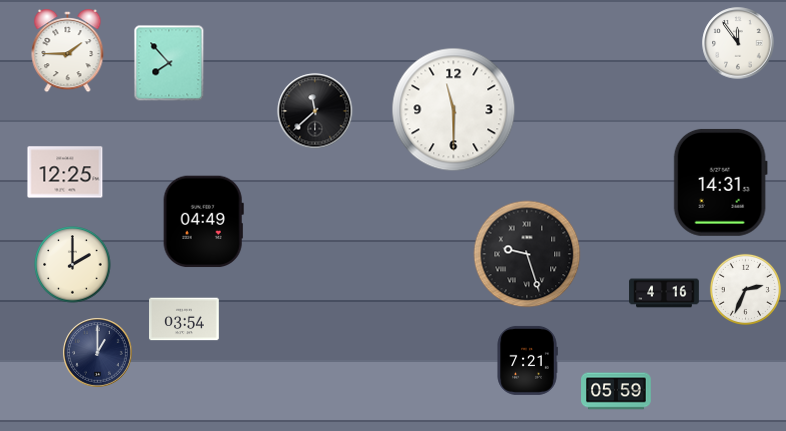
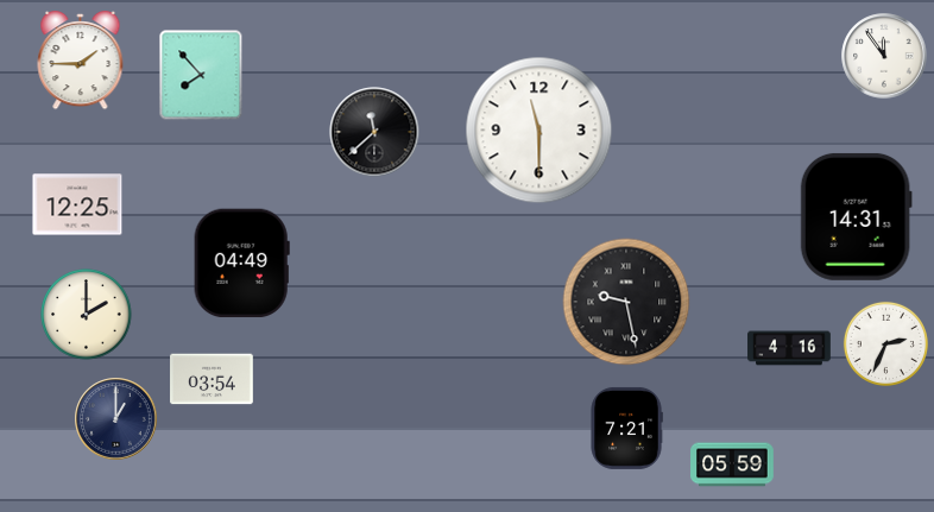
clock at (738, 43) position: (738, 43) -> (884, 56)
clock at (527, 254): 9:27 -> 9:28
clock at (184, 319) position: (184, 319) -> (212, 379)
